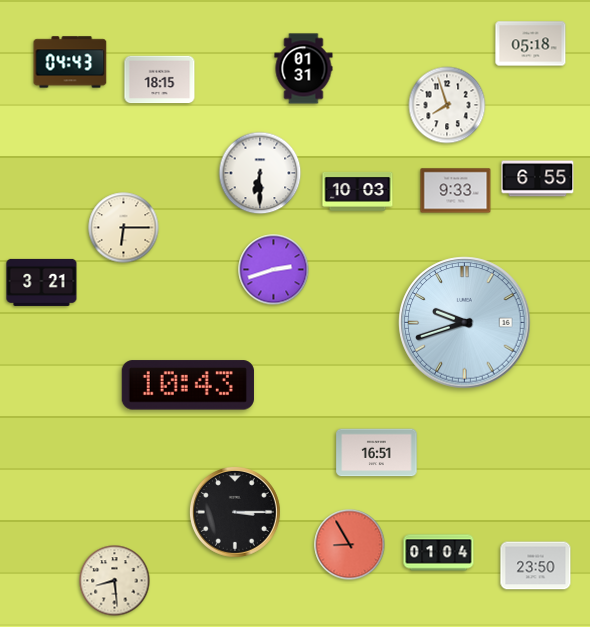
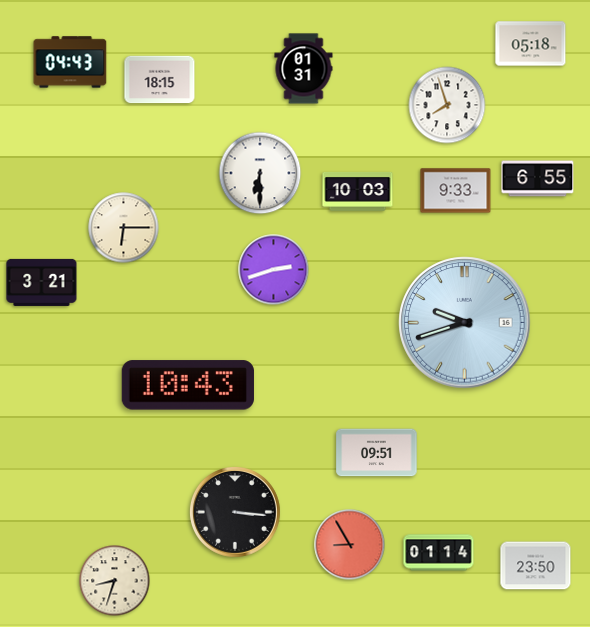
clock at (377, 453): 16:51 -> 09:51
clock at (235, 512): 3:15 -> 3:16
clock at (439, 553): 01:04 -> 01:14
clock at (115, 581): 8:29 -> 8:33
